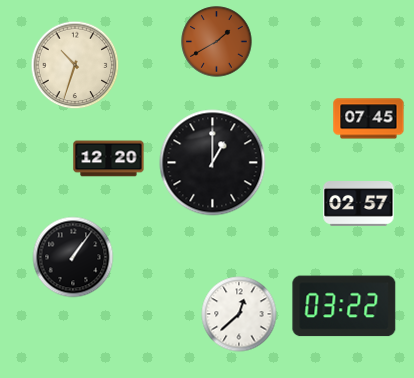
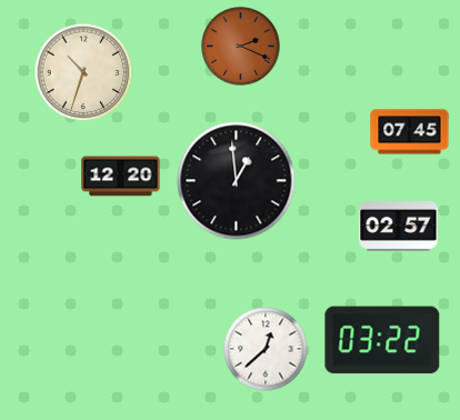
clock at (217, 42): 1:40 -> 2:19
clock at (213, 163): 1:00 -> 12:59
clock at (73, 257): 1:06 -> none
